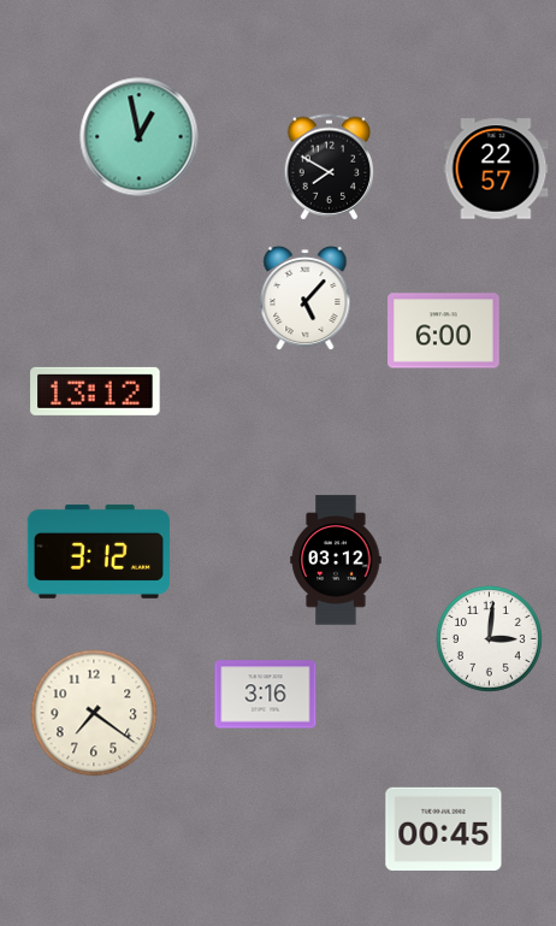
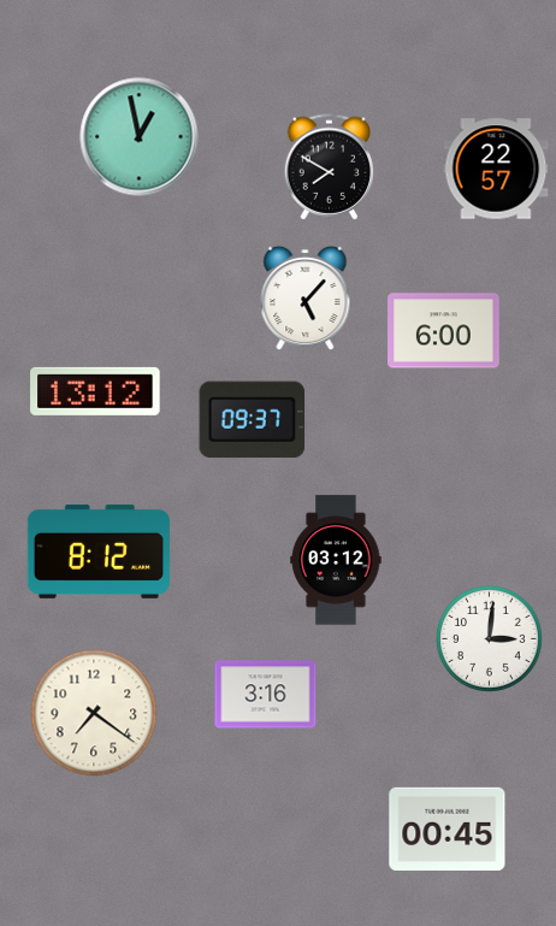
clock at (253, 420): none -> 09:37
clock at (99, 552): 3:12 -> 8:12
clock at (444, 828) position: (444, 828) -> (448, 828)
